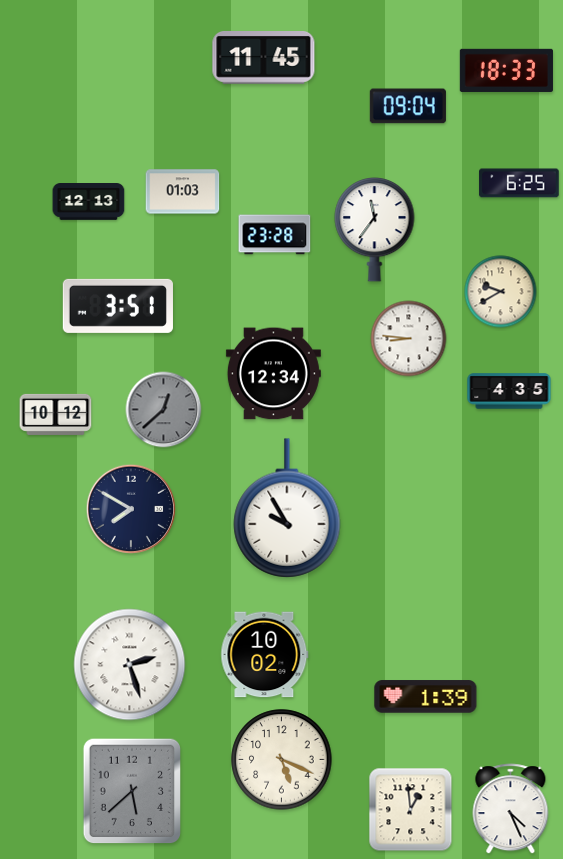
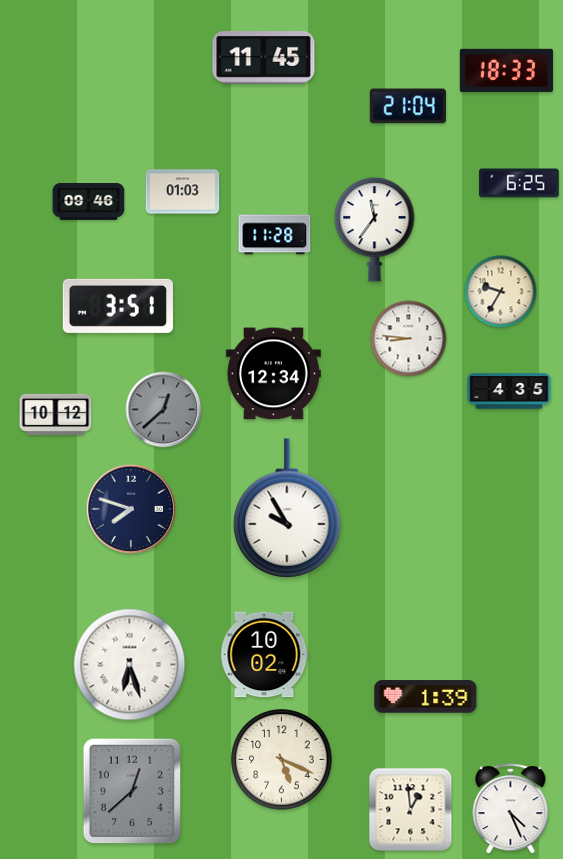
clock at (408, 106): 09:04 -> 21:04
clock at (89, 202): 12:13 -> 09:46
clock at (275, 235): 23:28 -> 11:28
clock at (501, 292): 9:40 -> 9:35
clock at (130, 508): 7:50 -> 7:48
clock at (130, 665): 2:27 -> 6:27
clock at (132, 791): 5:38 -> 12:38
